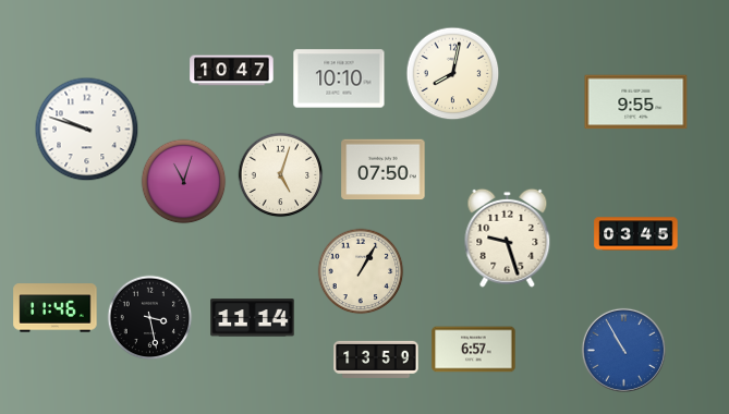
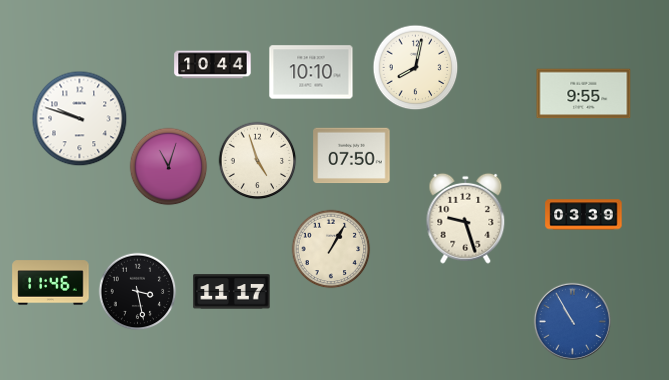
clock at (232, 71): 10:47 -> 10:44
clock at (280, 174): 5:03 -> 4:57
clock at (636, 234): 03:45 -> 03:39
clock at (253, 318): 11:14 -> 11:17
clock at (474, 350): 6:57 -> none
clock at (376, 360): 13:59 -> none
